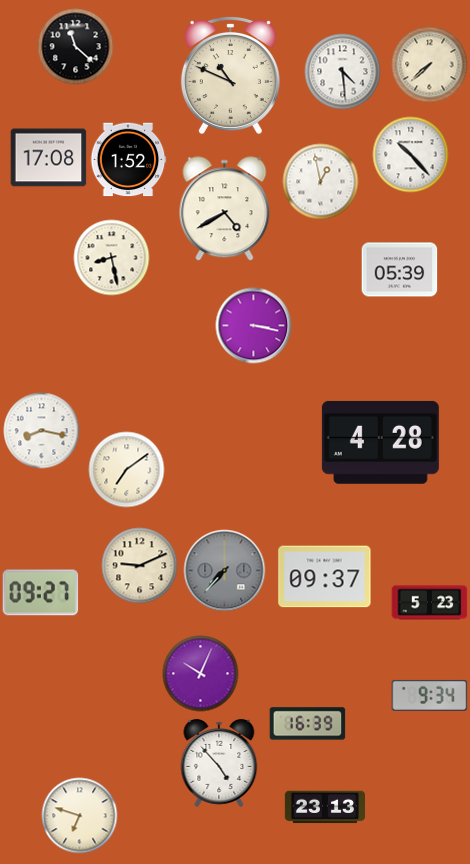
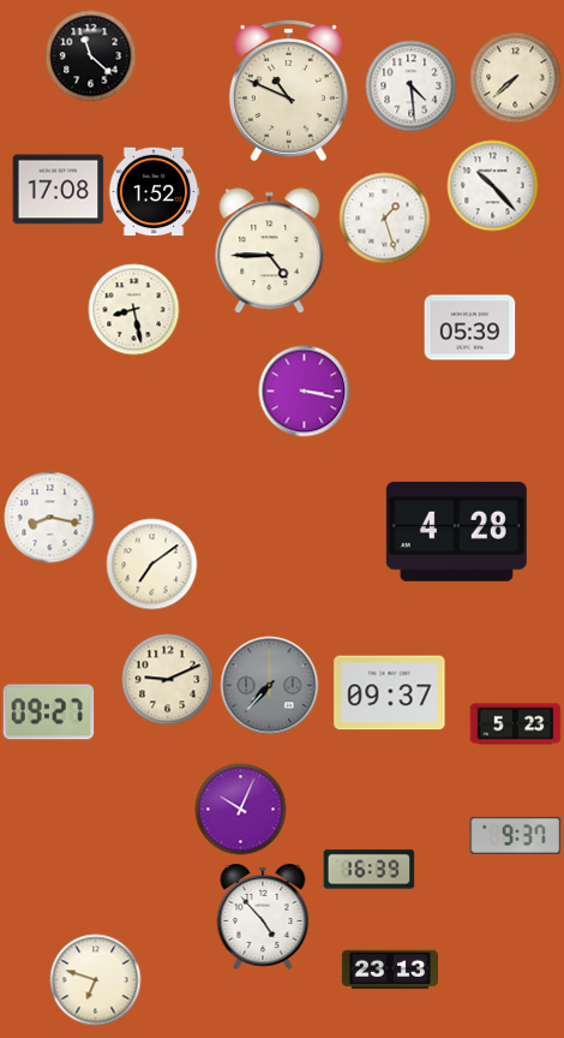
clock at (230, 75) position: (230, 75) -> (288, 90)
clock at (321, 182): 12:58 -> 1:27
clock at (225, 209): 4:40 -> 4:45
clock at (400, 270) position: (400, 270) -> (470, 328)
clock at (430, 695): 9:34 -> 9:37
